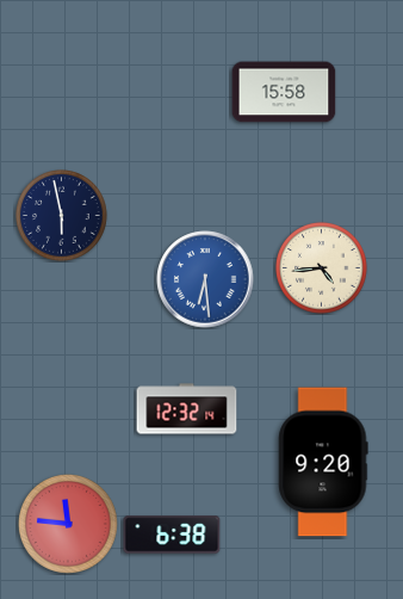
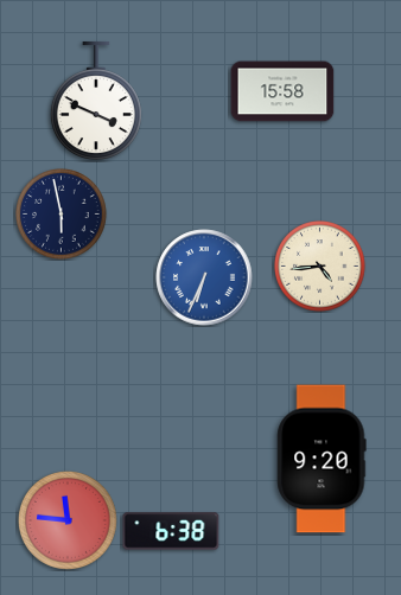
clock at (96, 101): none -> 3:49
clock at (205, 279): 6:29 -> 6:34
clock at (187, 409): 12:32 -> none
